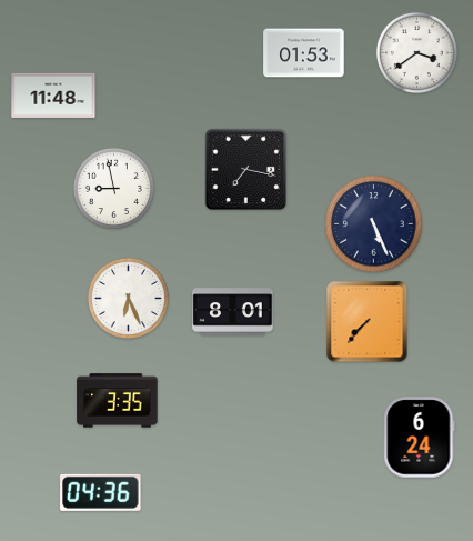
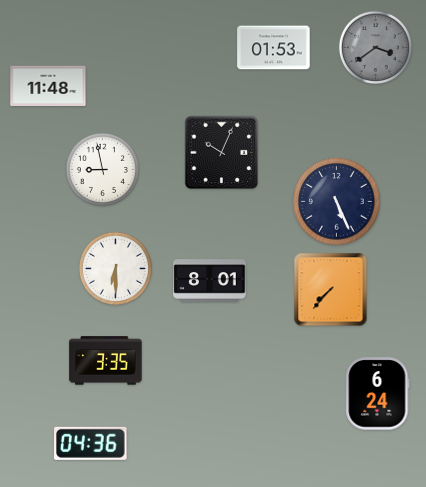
clock at (416, 52) dial: white -> grey
clock at (246, 170): 7:17 -> 10:04
clock at (128, 298): 6:26 -> 6:30
